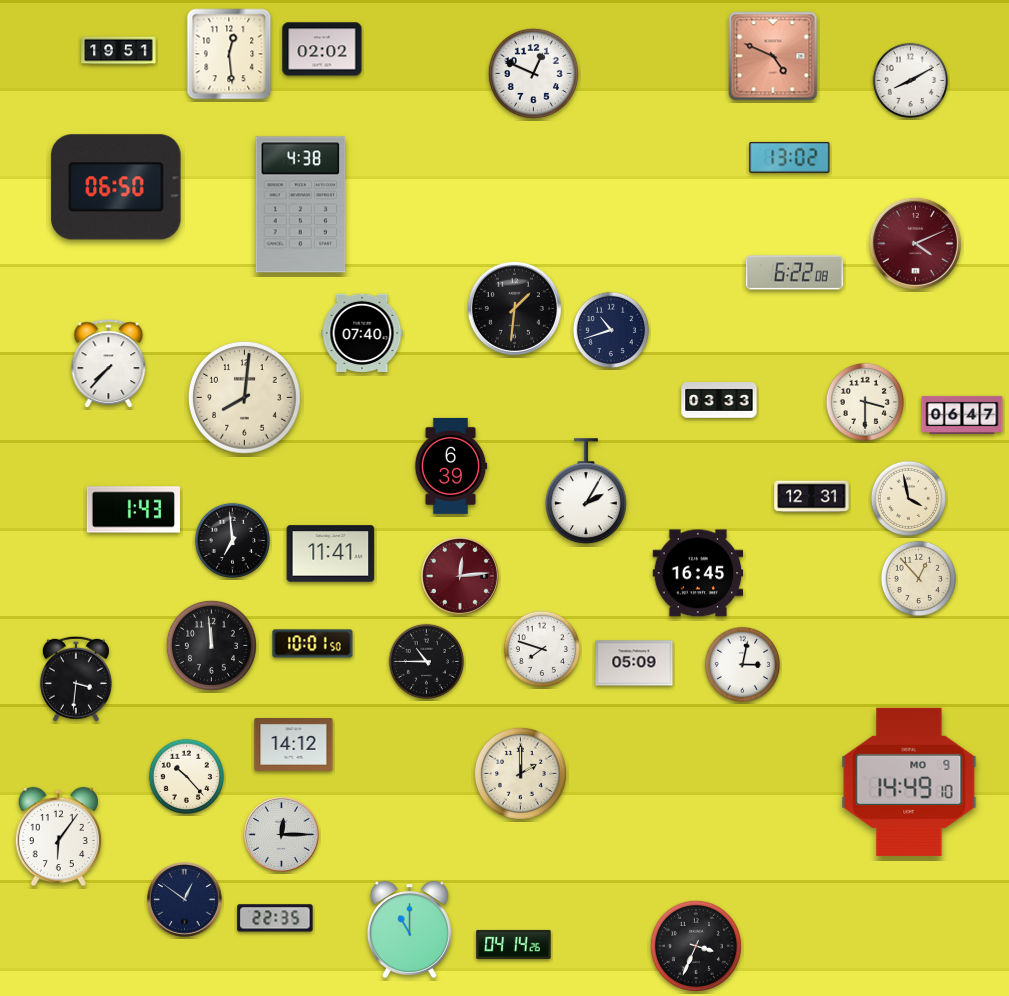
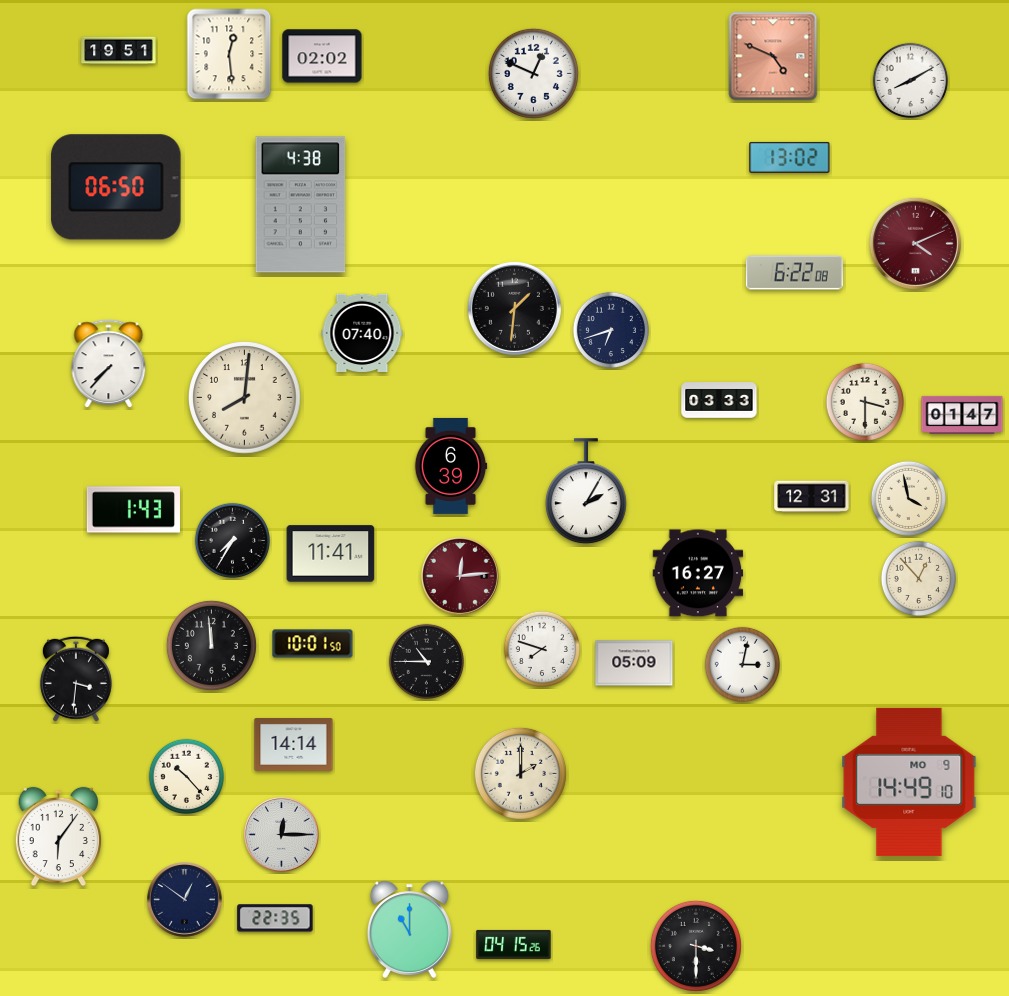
clock at (322, 49) position: (322, 49) -> (322, 56)
clock at (610, 329): 10:42 -> 6:42
clock at (962, 415): 06:47 -> 01:47
clock at (232, 540): 6:59 -> 7:35
clock at (698, 573): 16:45 -> 16:27
clock at (294, 745): 14:12 -> 14:14
clock at (514, 944): 04:14 -> 04:15
clock at (696, 946): 3:34 -> 3:30
